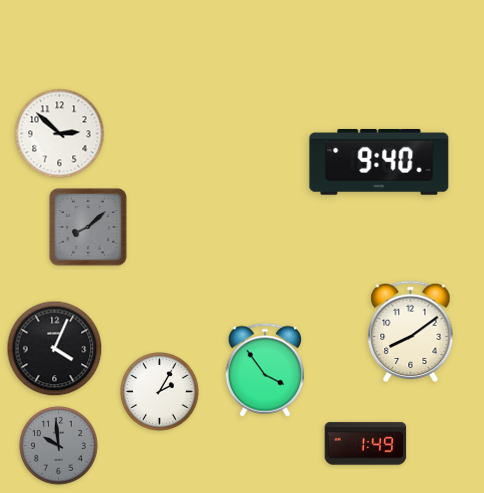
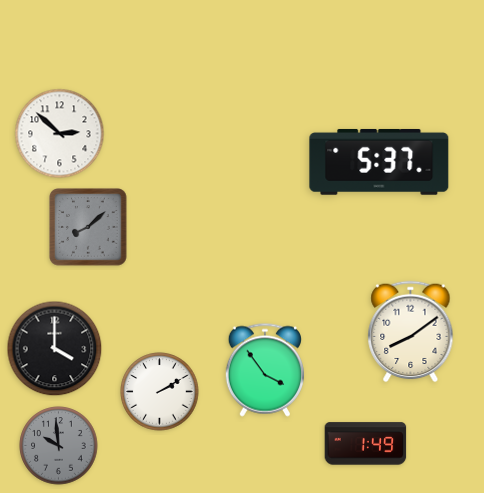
clock at (379, 162): 9:40 -> 5:37
clock at (55, 349): 4:04 -> 4:00
clock at (160, 392): 2:05 -> 2:10
